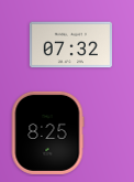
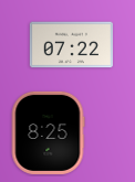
clock at (70, 45): 07:32 -> 07:22
